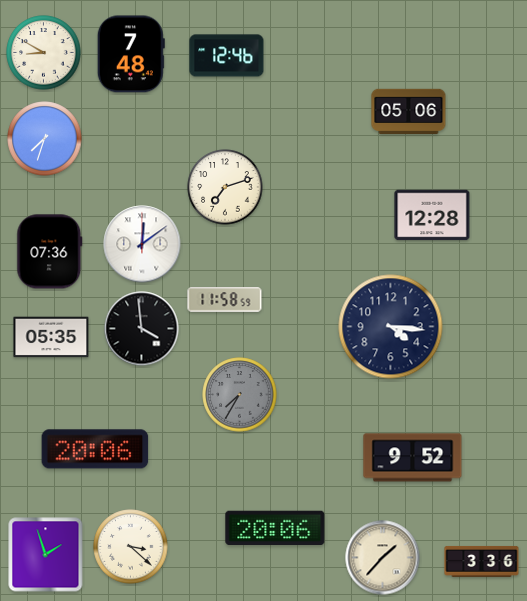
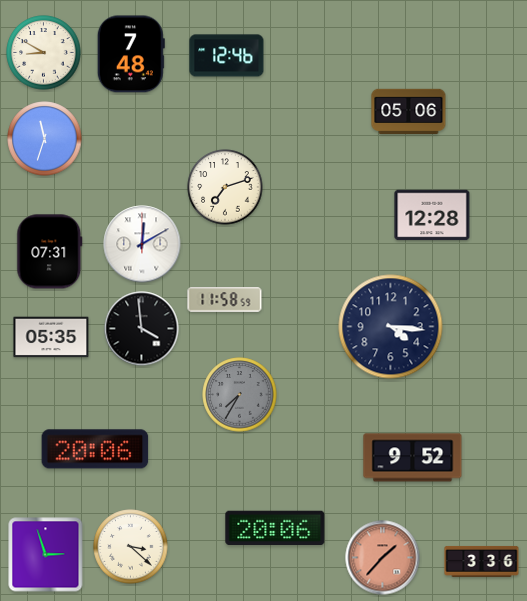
clock at (45, 139): 7:33 -> 11:33
clock at (142, 244): 12:09 -> 12:10
clock at (50, 252): 07:36 -> 07:31
clock at (46, 555): 1:57 -> 2:57
clock at (383, 558) dial: cream -> salmon
